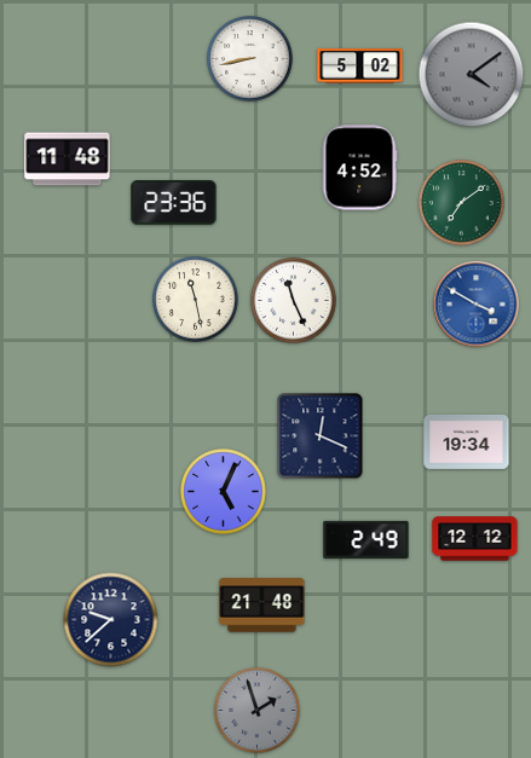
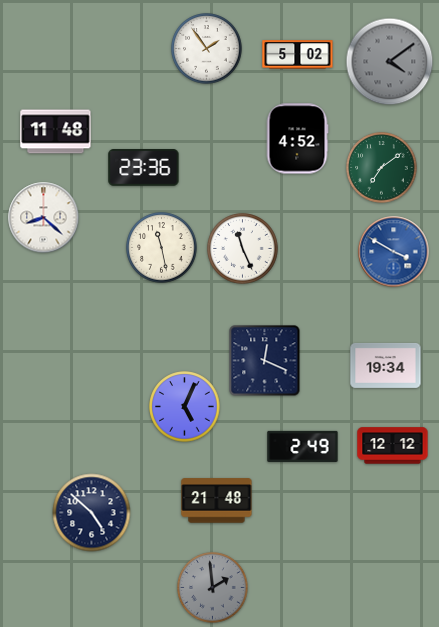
clock at (250, 59): 8:43 -> 1:54
clock at (44, 218): none -> 8:22
clock at (111, 620): 9:38 -> 4:52
clock at (258, 711): 1:57 -> 1:59
